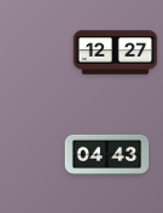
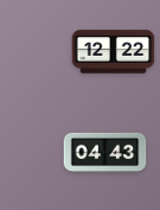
clock at (116, 53): 12:27 -> 12:22
